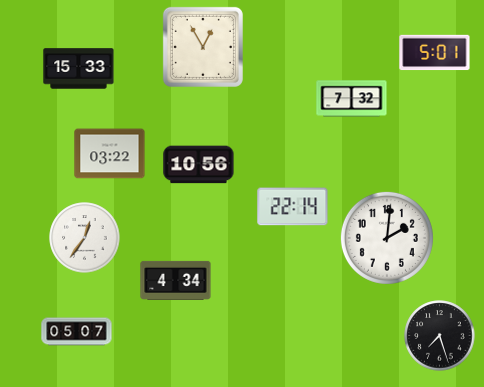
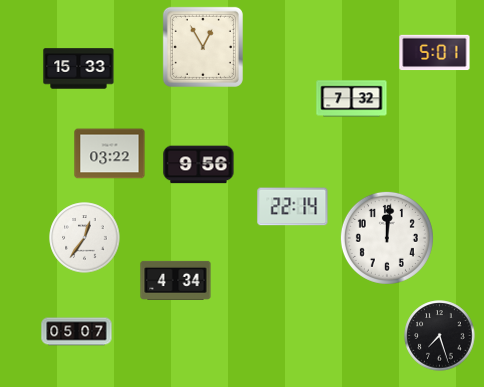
clock at (199, 165): 10:56 -> 9:56
clock at (387, 238): 2:01 -> 12:01
